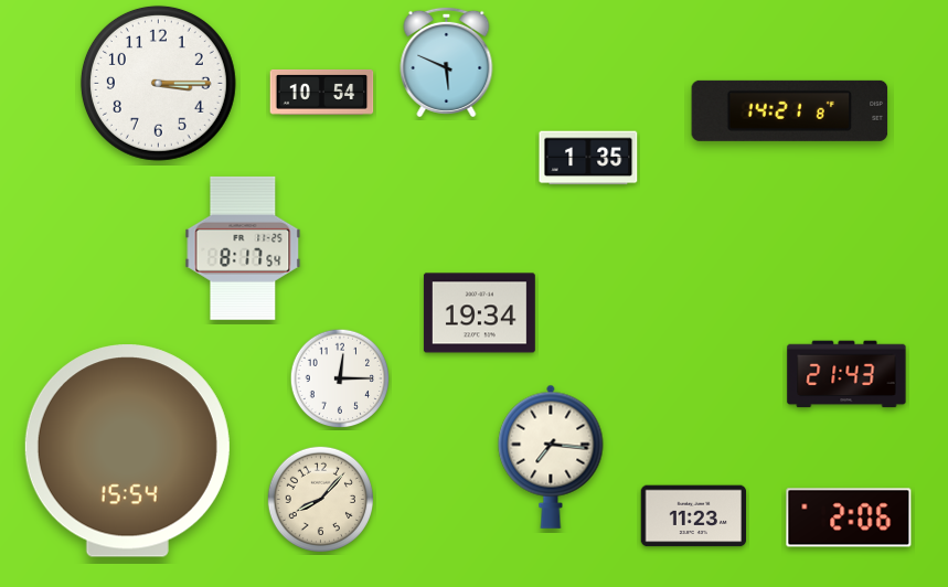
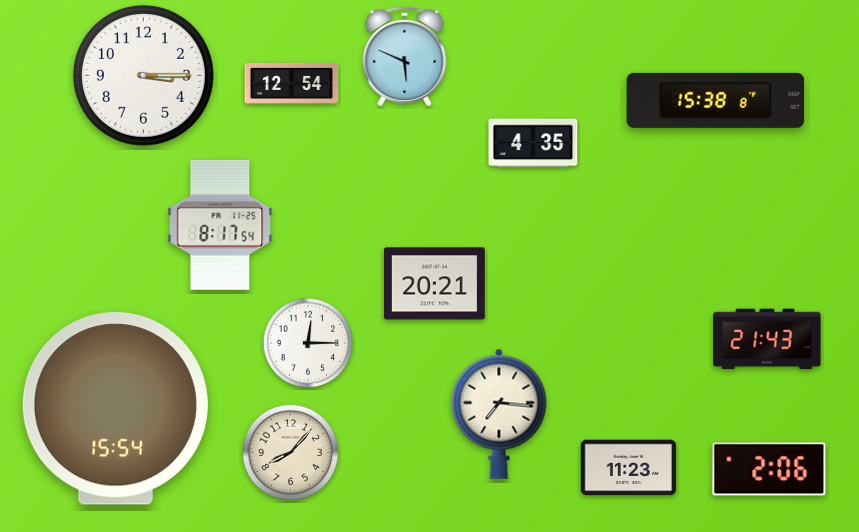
clock at (322, 93): 10:54 -> 12:54
clock at (790, 110): 14:21 -> 15:38
clock at (588, 158): 1:35 -> 4:35
clock at (479, 313): 19:34 -> 20:21
